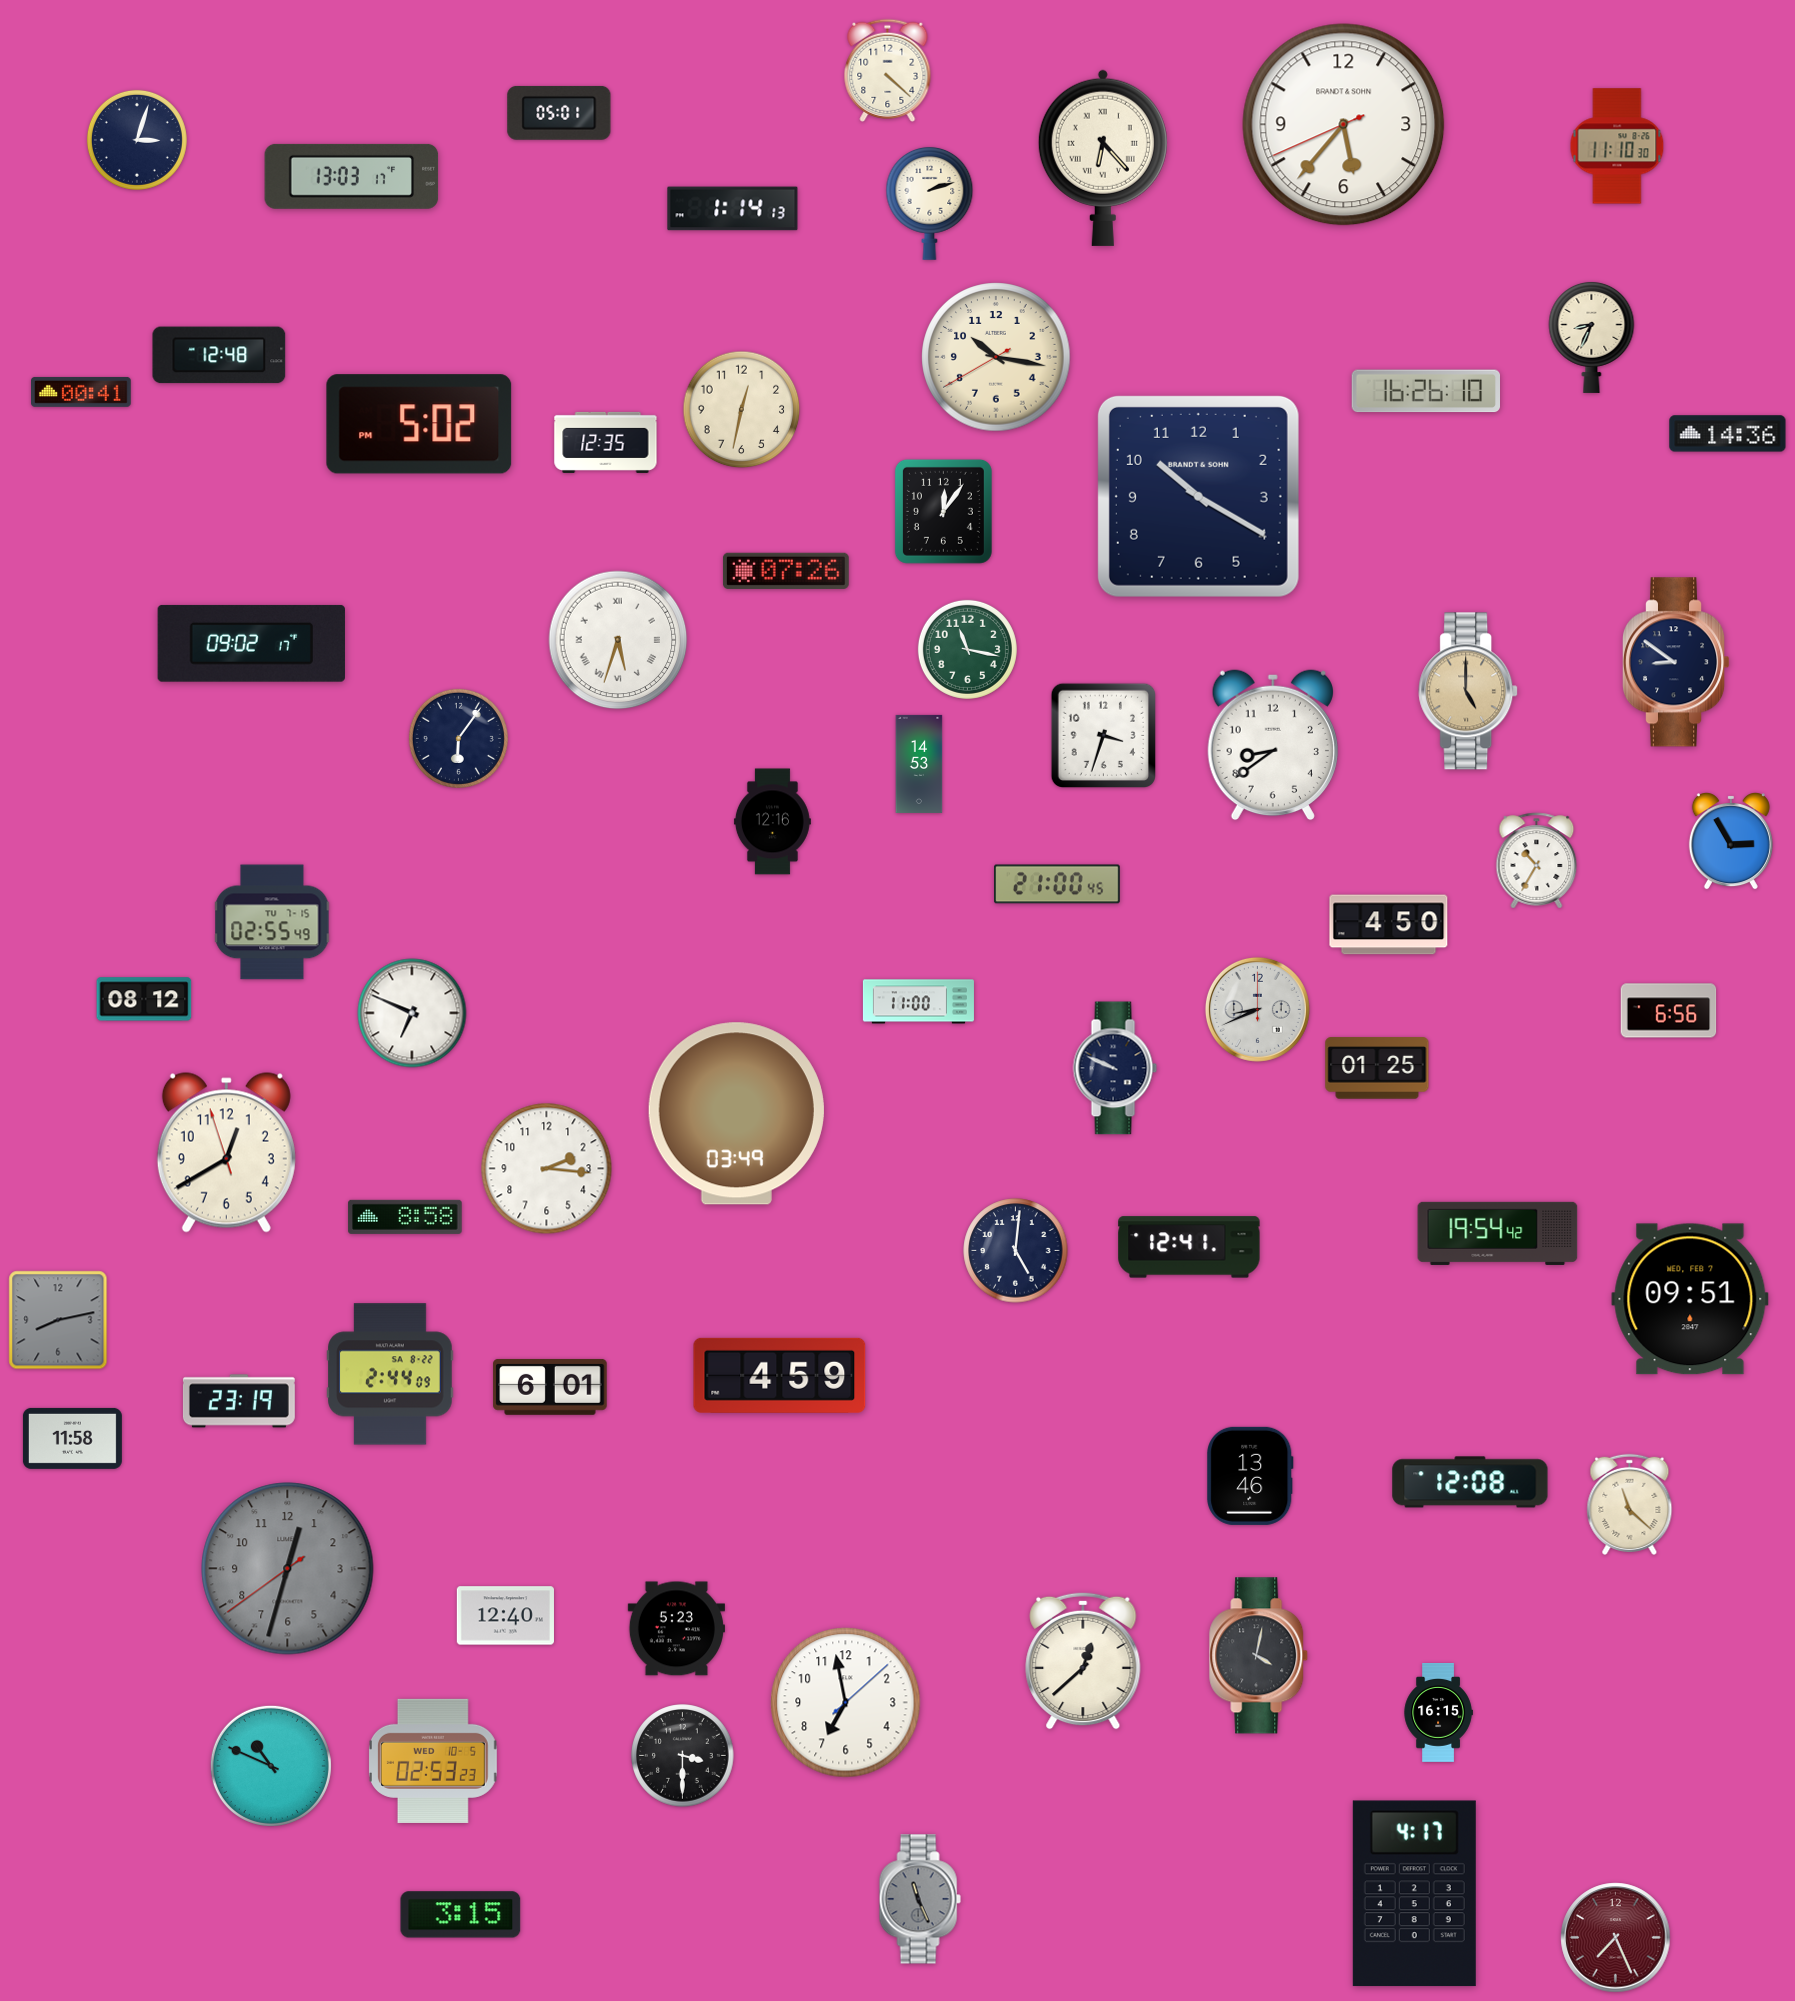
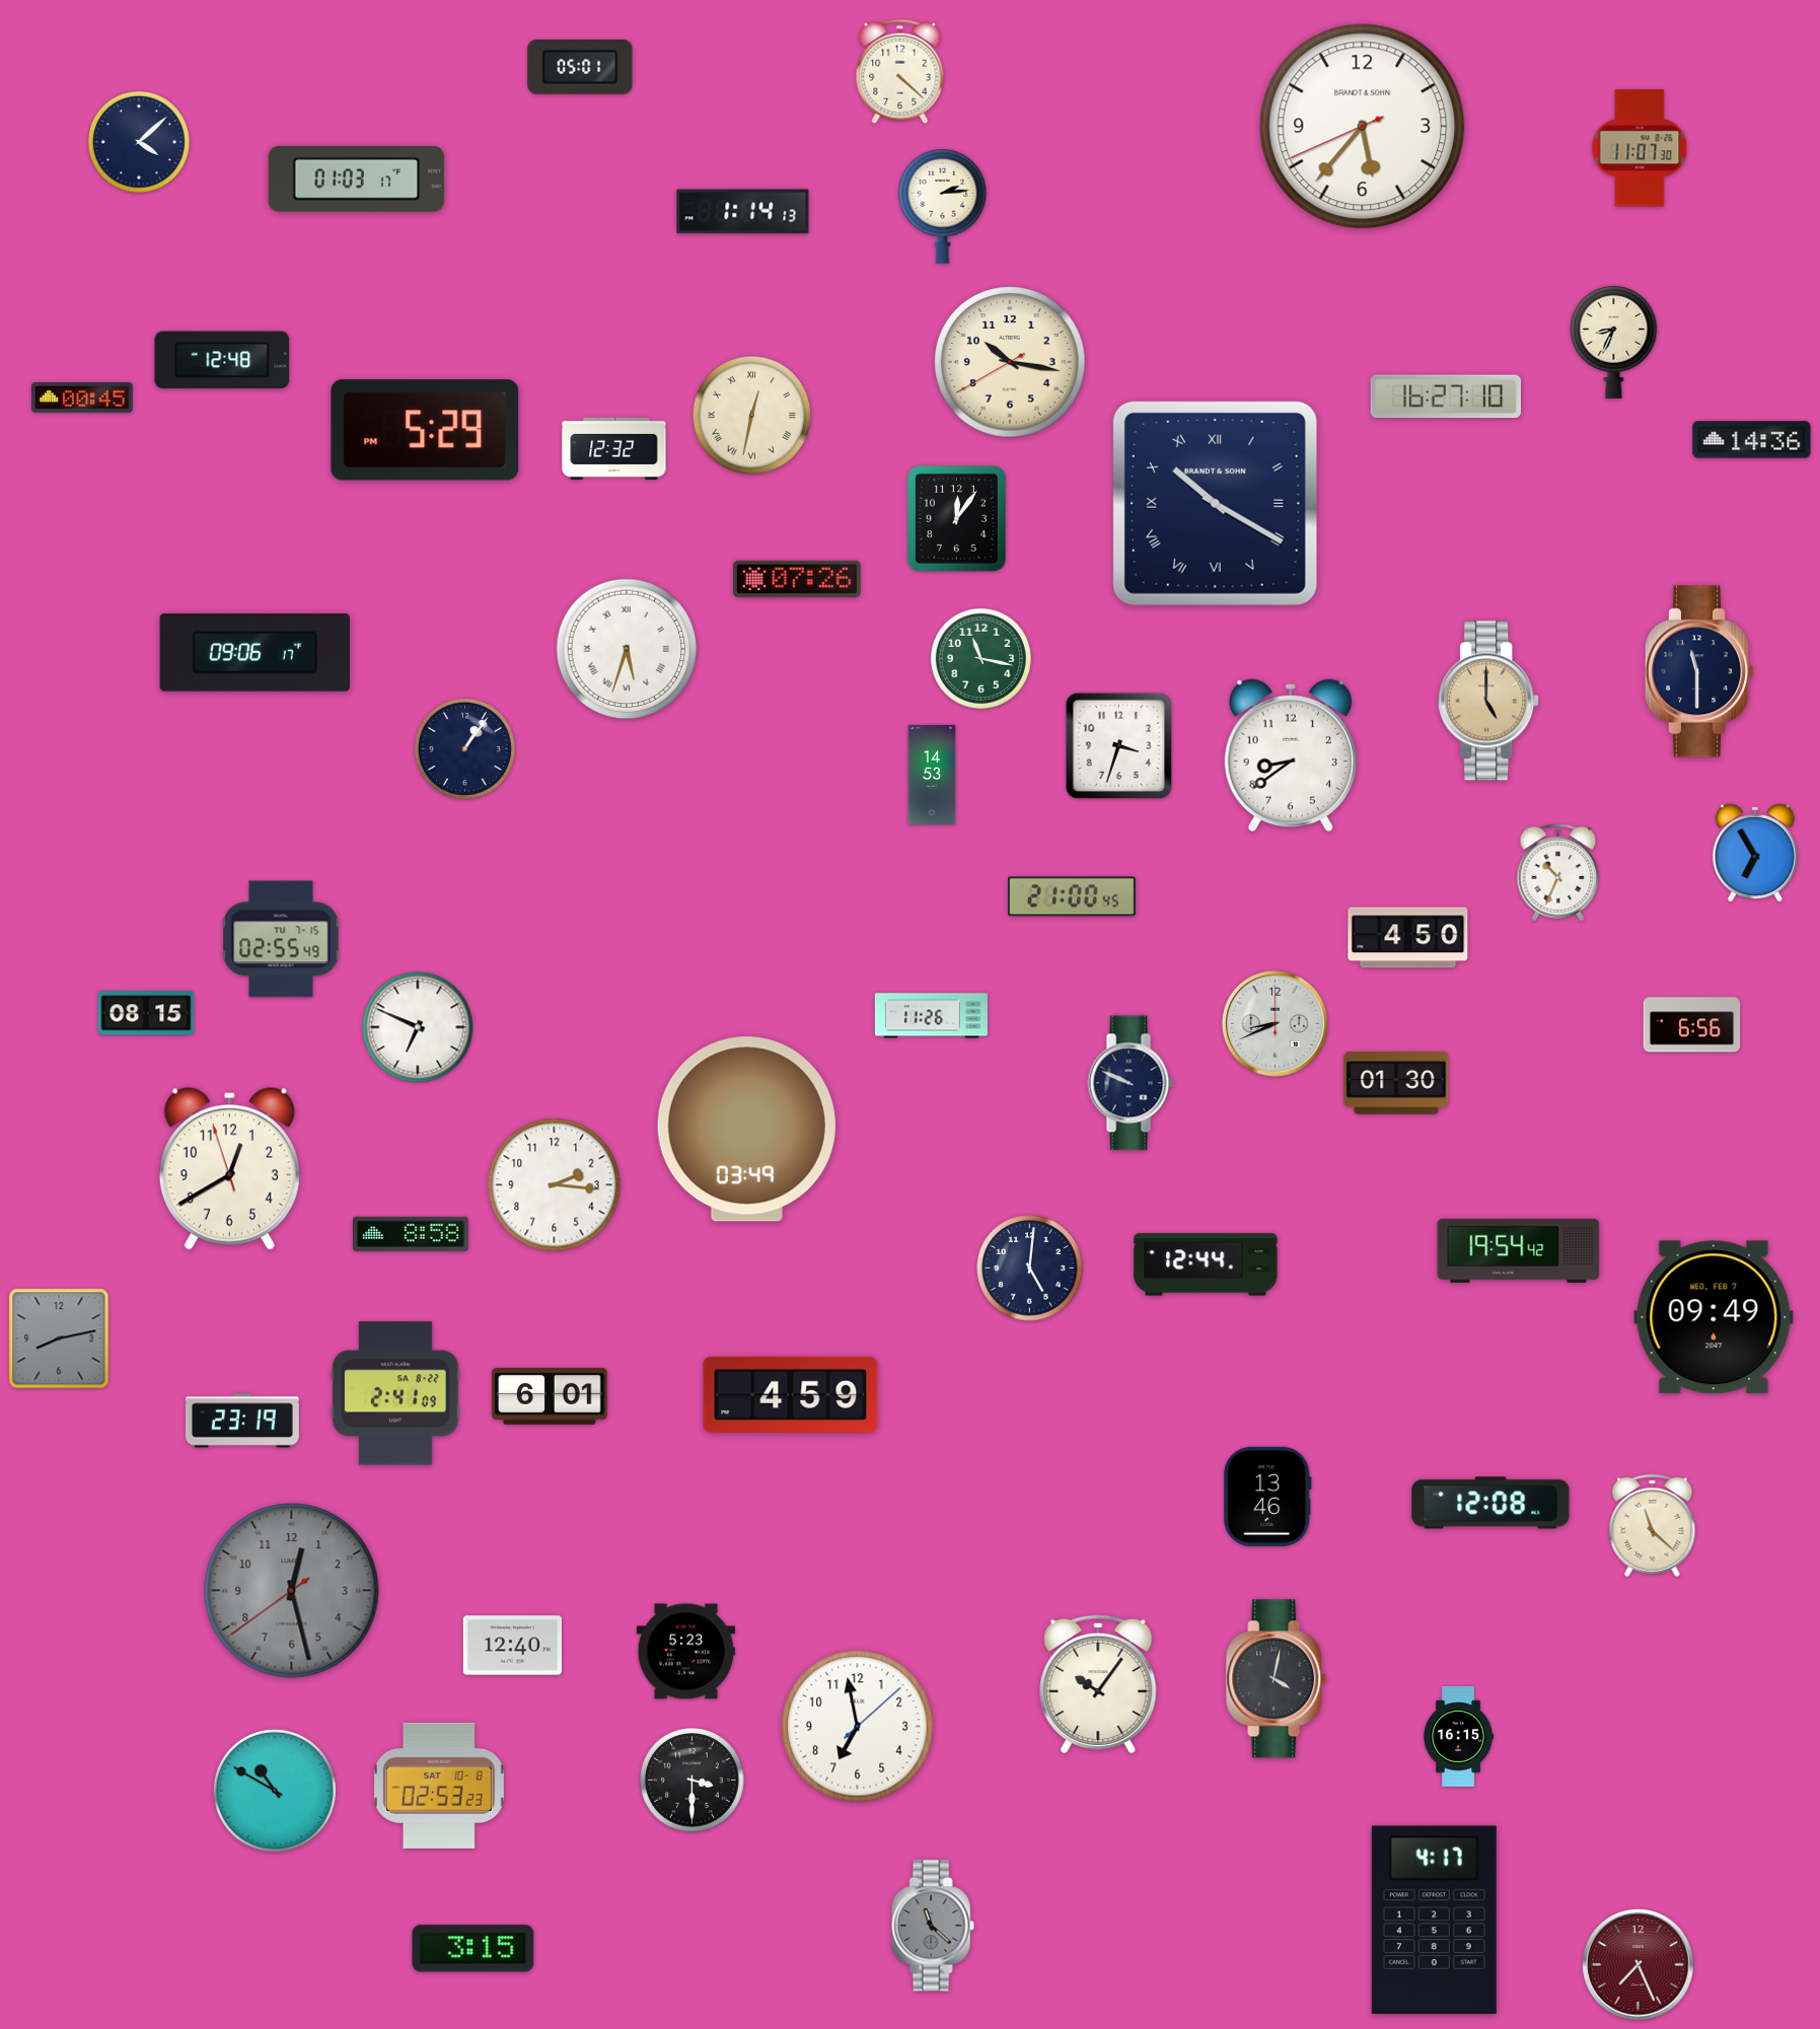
clock at (559, 113) position: (559, 113) -> (580, 67)
clock at (137, 140): 3:03 -> 4:08
clock at (1617, 146): 11:10 -> 11:07
clock at (1103, 158): 6:23 -> none
clock at (352, 176): 13:03 -> 01:03
clock at (930, 203): 2:12 -> 2:14
clock at (1425, 391): 16:26 -> 16:27
clock at (81, 392): 00:41 -> 00:45
clock at (742, 410) numerals: Arabic -> Roman
clock at (419, 424): 5:02 -> 5:29
clock at (606, 442): 12:35 -> 12:32
clock at (1198, 496) numerals: Arabic -> Roman
clock at (251, 643): 09:02 -> 09:06
clock at (1676, 662): 8:51 -> 11:30
clock at (458, 738): 6:06 -> 1:06
clock at (772, 822): 12:16 -> none
clock at (1731, 841): 2:55 -> 6:55
clock at (1537, 861): 10:35 -> 10:34
clock at (272, 922) position: (272, 922) -> (281, 939)
clock at (144, 999): 08:12 -> 08:15
clock at (918, 1002): 11:00 -> 11:26
clock at (1377, 1068): 01:25 -> 01:30
clock at (1189, 1247): 12:41 -> 12:44
clock at (1690, 1299): 09:51 -> 09:49
clock at (390, 1374): 2:44 -> 2:41
clock at (550, 1387) position: (550, 1387) -> (550, 1396)
clock at (72, 1438): 11:58 -> none
clock at (288, 1569): 12:32 -> 12:27
clock at (505, 1616) position: (505, 1616) -> (512, 1646)
clock at (1083, 1661): 12:38 -> 10:06
clock at (433, 1761) date: WED 10-5 -> SAT 10-8
clock at (271, 1766): 10:49 -> 10:50
clock at (920, 1899): 11:26 -> 11:22
clock at (461, 1915) position: (461, 1915) -> (474, 1949)
